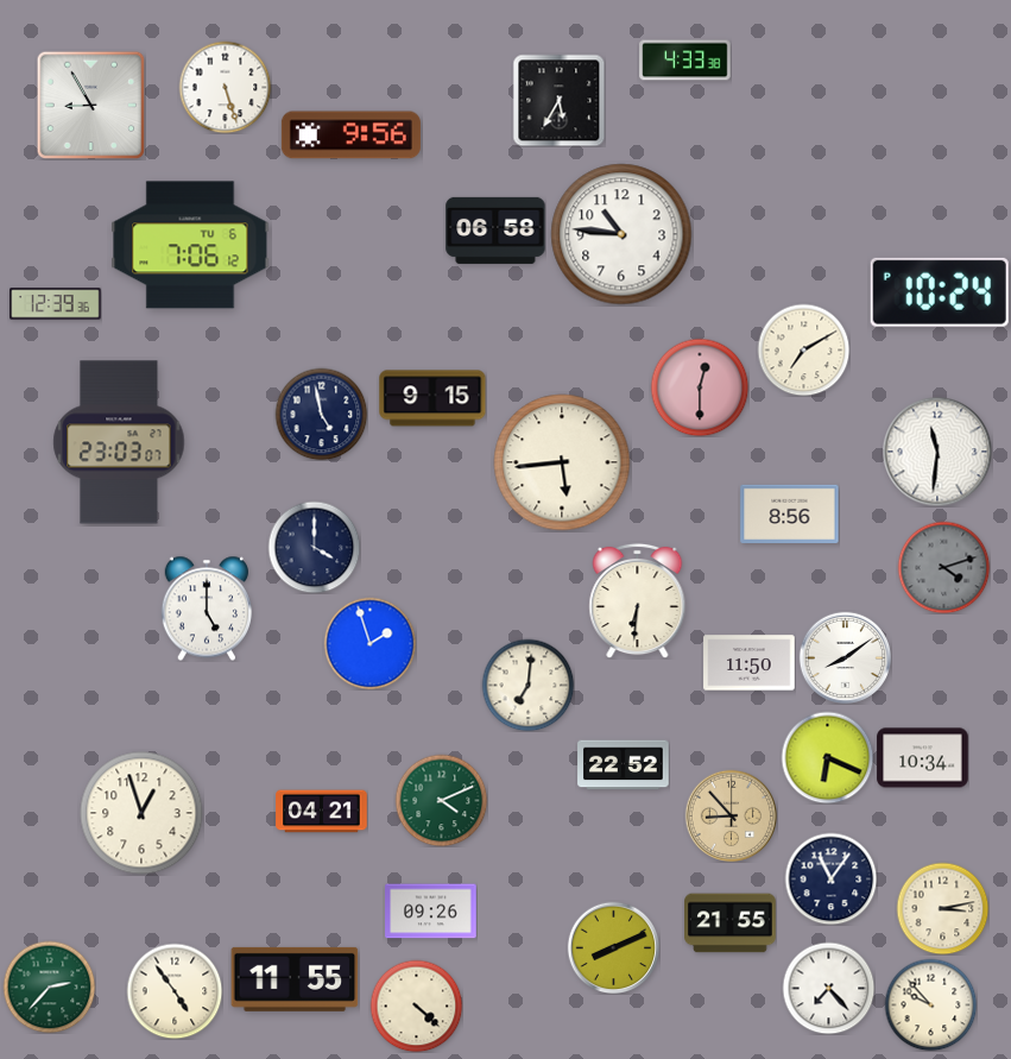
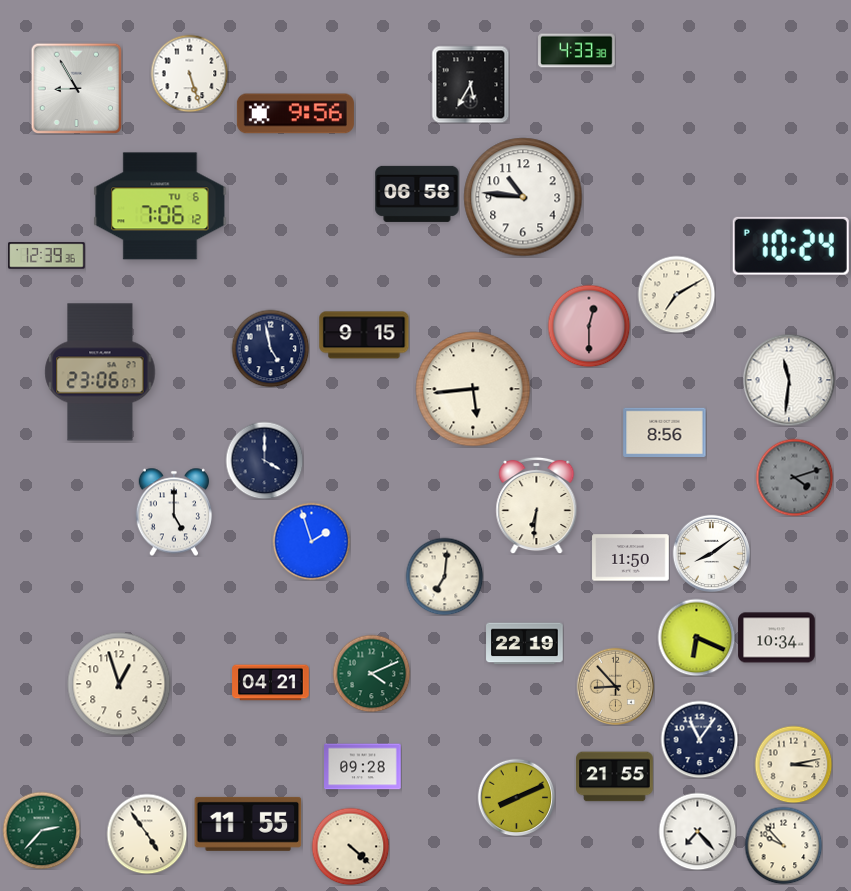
clock at (119, 442): 23:03 -> 23:06
clock at (624, 765): 22:52 -> 22:19
clock at (431, 912): 09:26 -> 09:28
